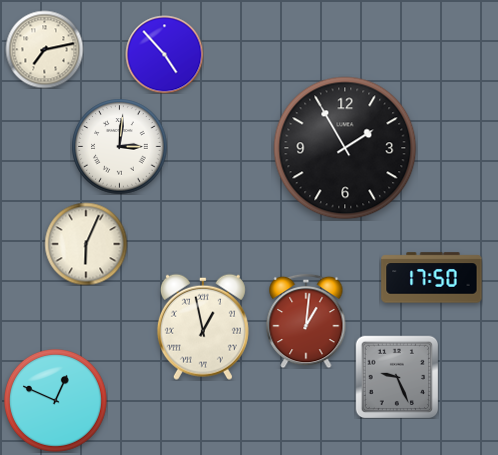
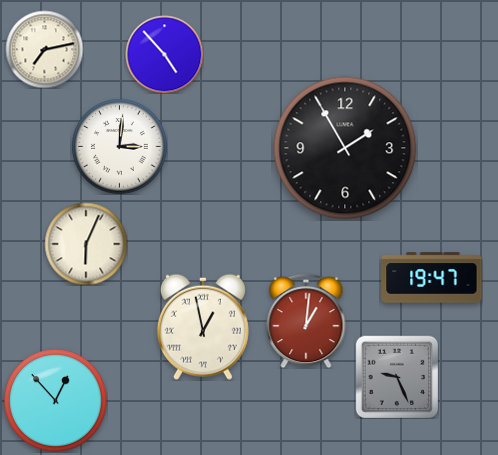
clock at (432, 278): 17:50 -> 19:47
clock at (56, 401): 12:49 -> 12:53
